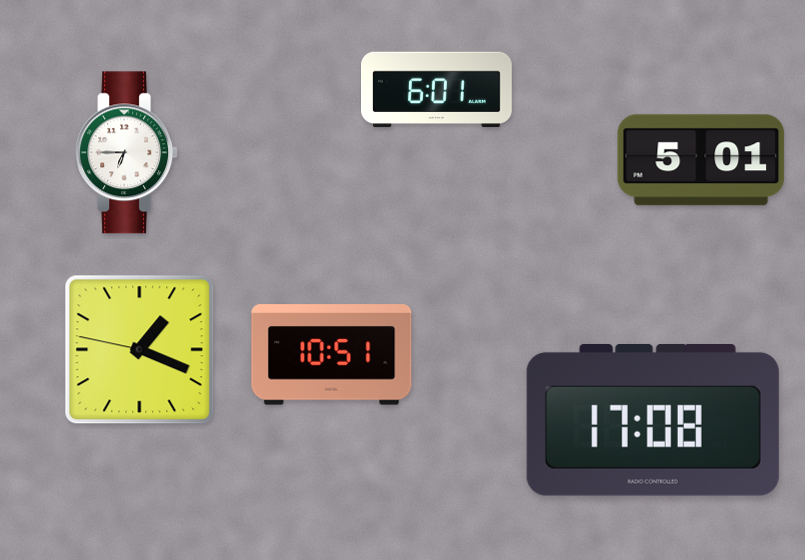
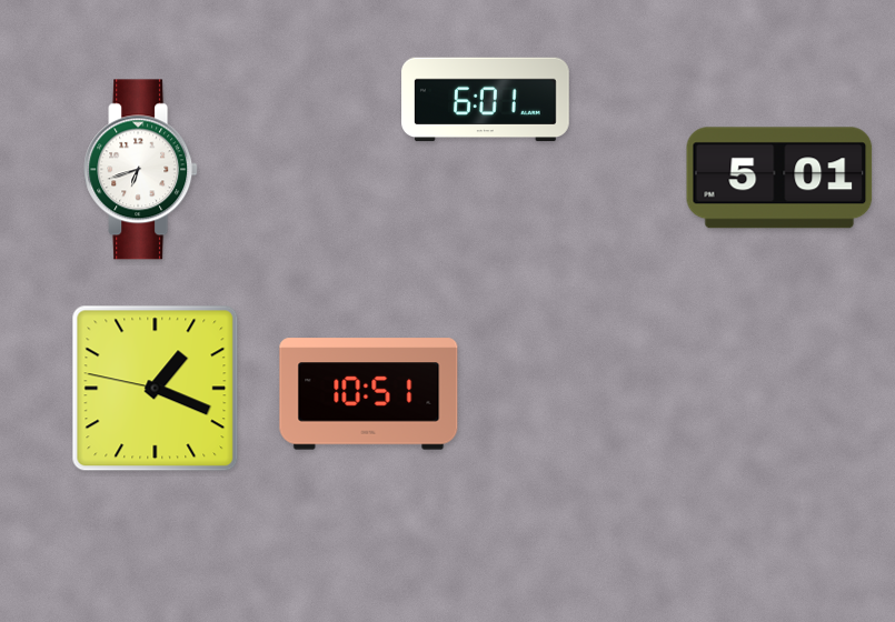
clock at (127, 153): 6:45 -> 6:42
clock at (653, 420): 17:08 -> none
